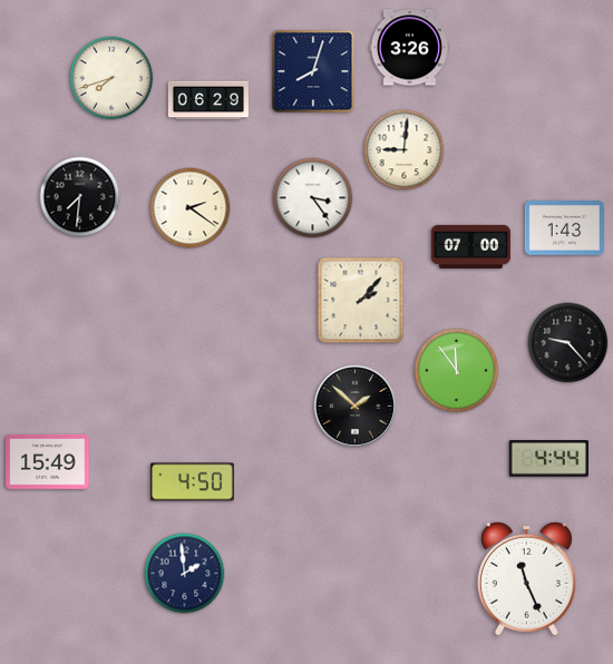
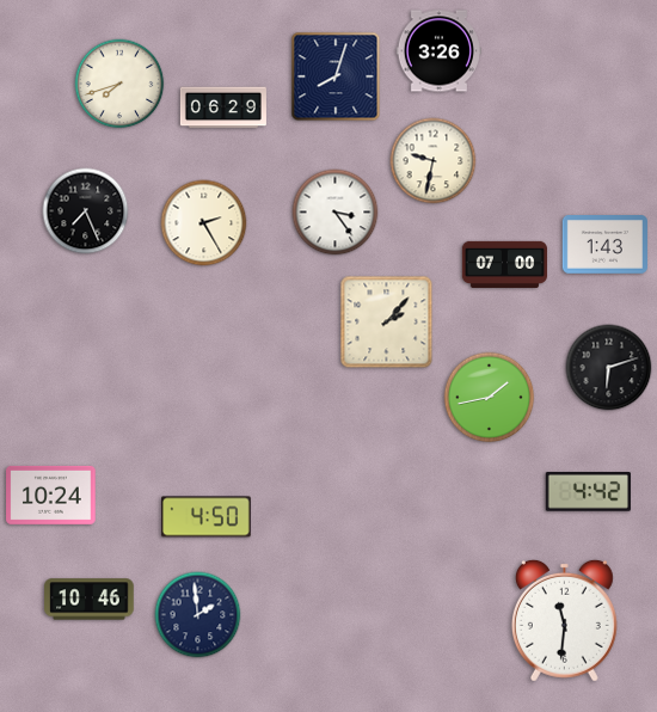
clock at (405, 150): 9:01 -> 9:32
clock at (80, 197): 7:31 -> 7:26
clock at (191, 208): 2:21 -> 2:25
clock at (568, 343): 9:23 -> 6:12
clock at (457, 371): 11:54 -> 1:43
clock at (354, 406): 1:52 -> none
clock at (548, 459): 4:44 -> 4:42
clock at (48, 461): 15:49 -> 10:24
clock at (90, 600): none -> 10:46
clock at (526, 578): 11:26 -> 11:31
